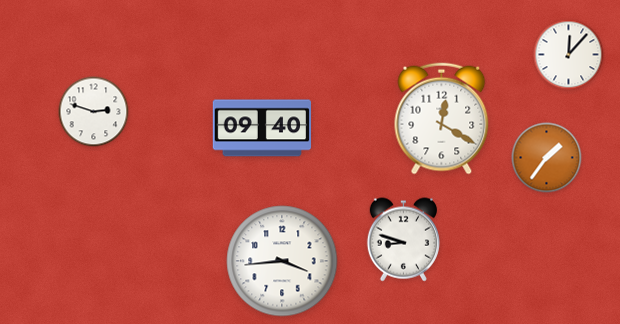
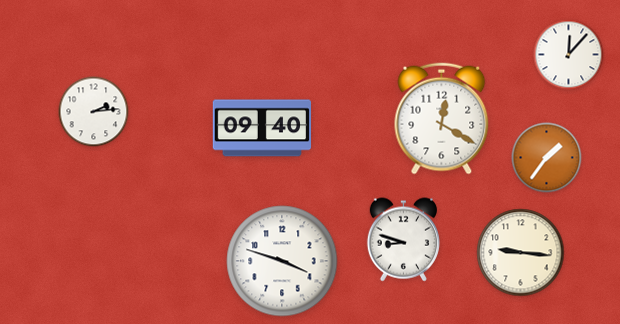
clock at (94, 112): 2:48 -> 2:14
clock at (521, 253): none -> 9:16
clock at (282, 261): 3:44 -> 3:48
